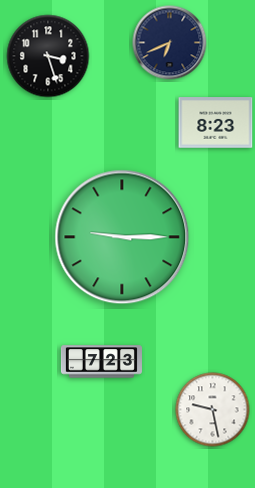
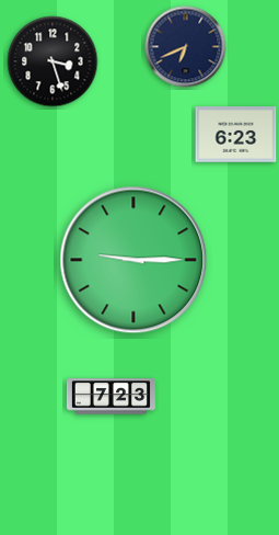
clock at (216, 123): 8:23 -> 6:23
clock at (213, 410): 9:28 -> none
